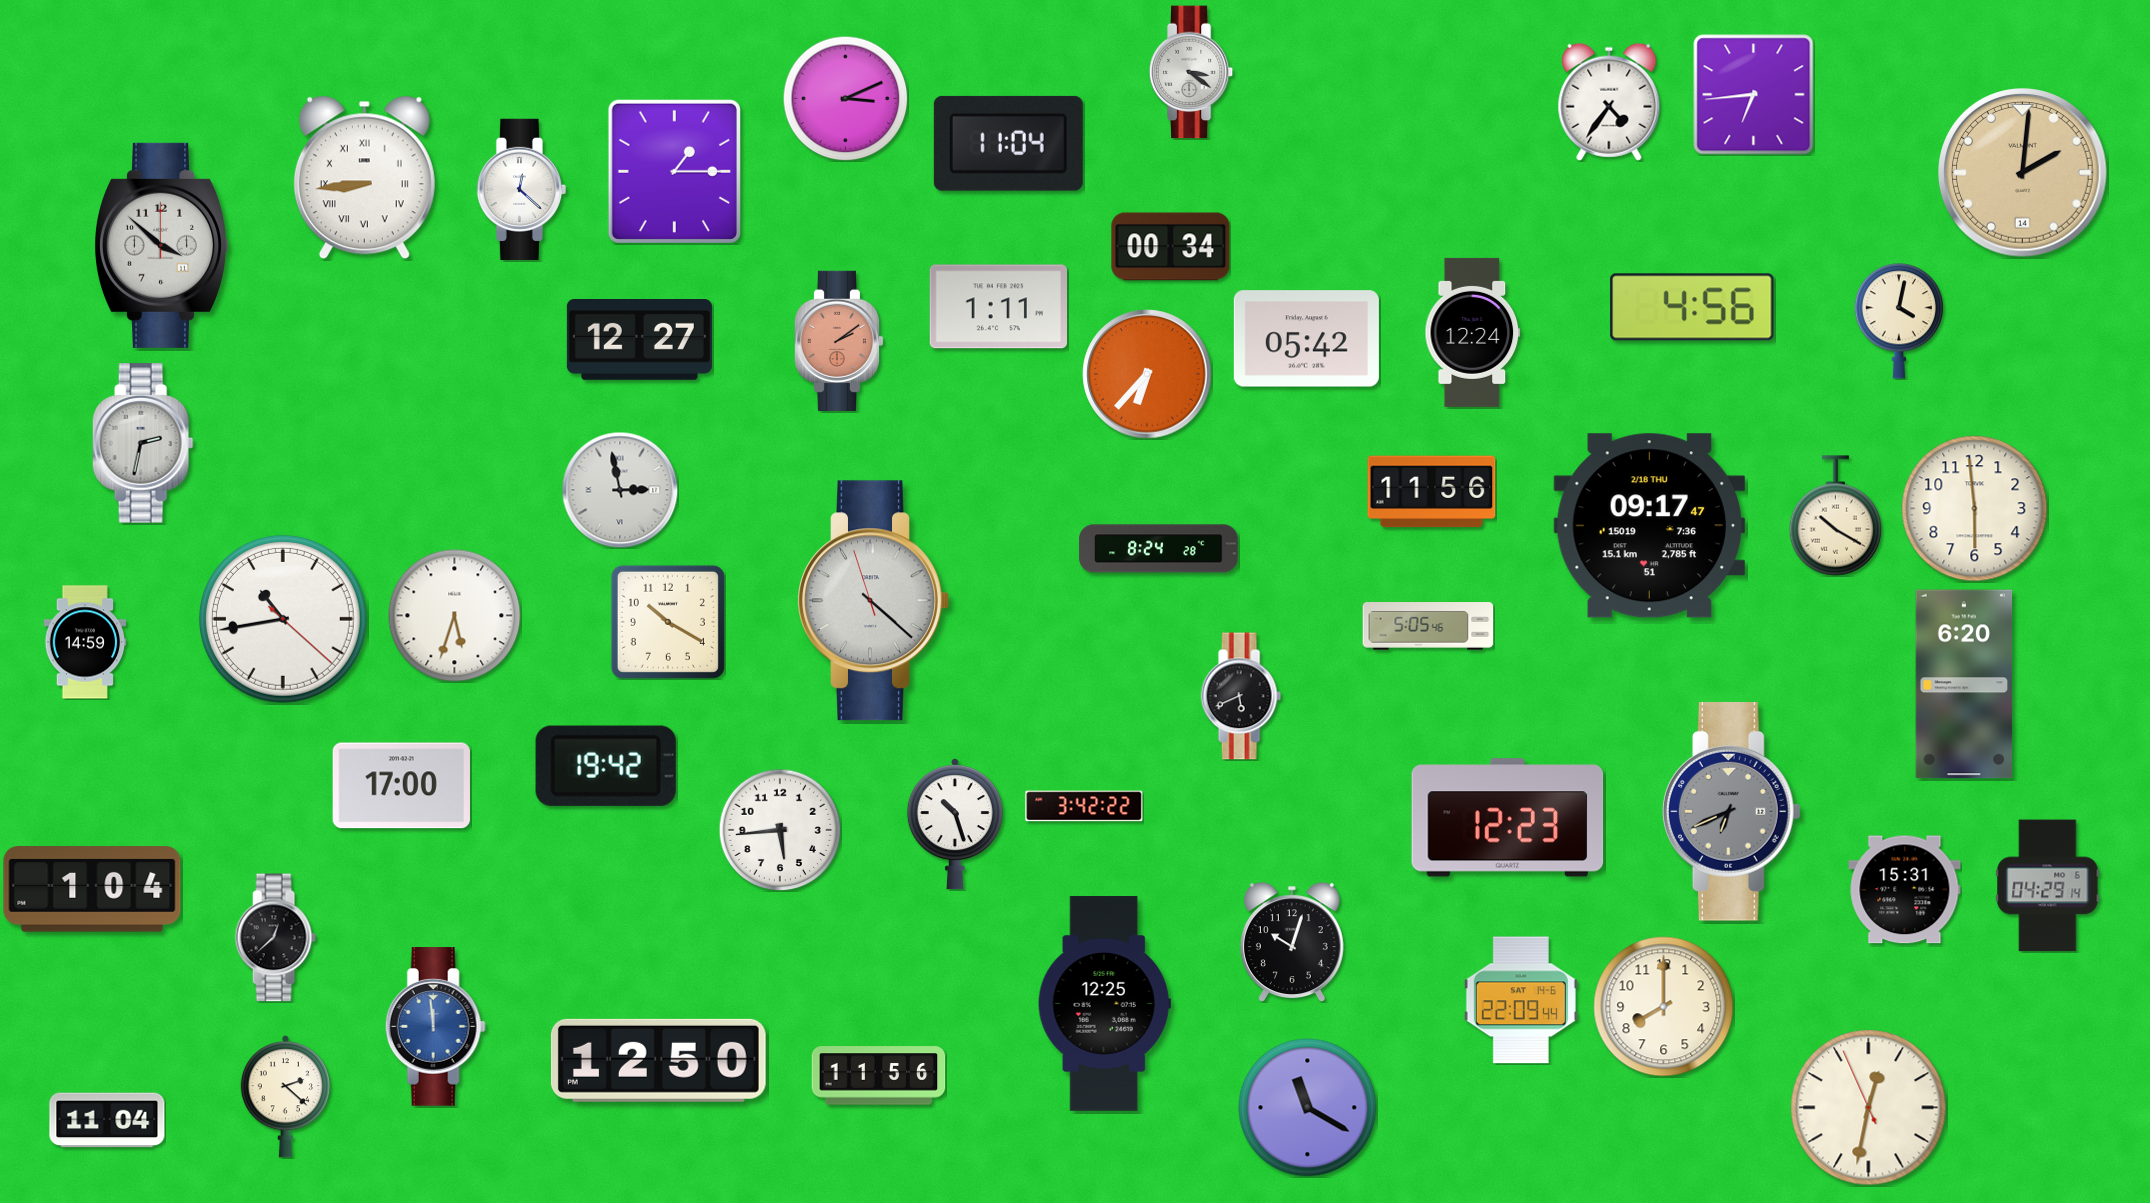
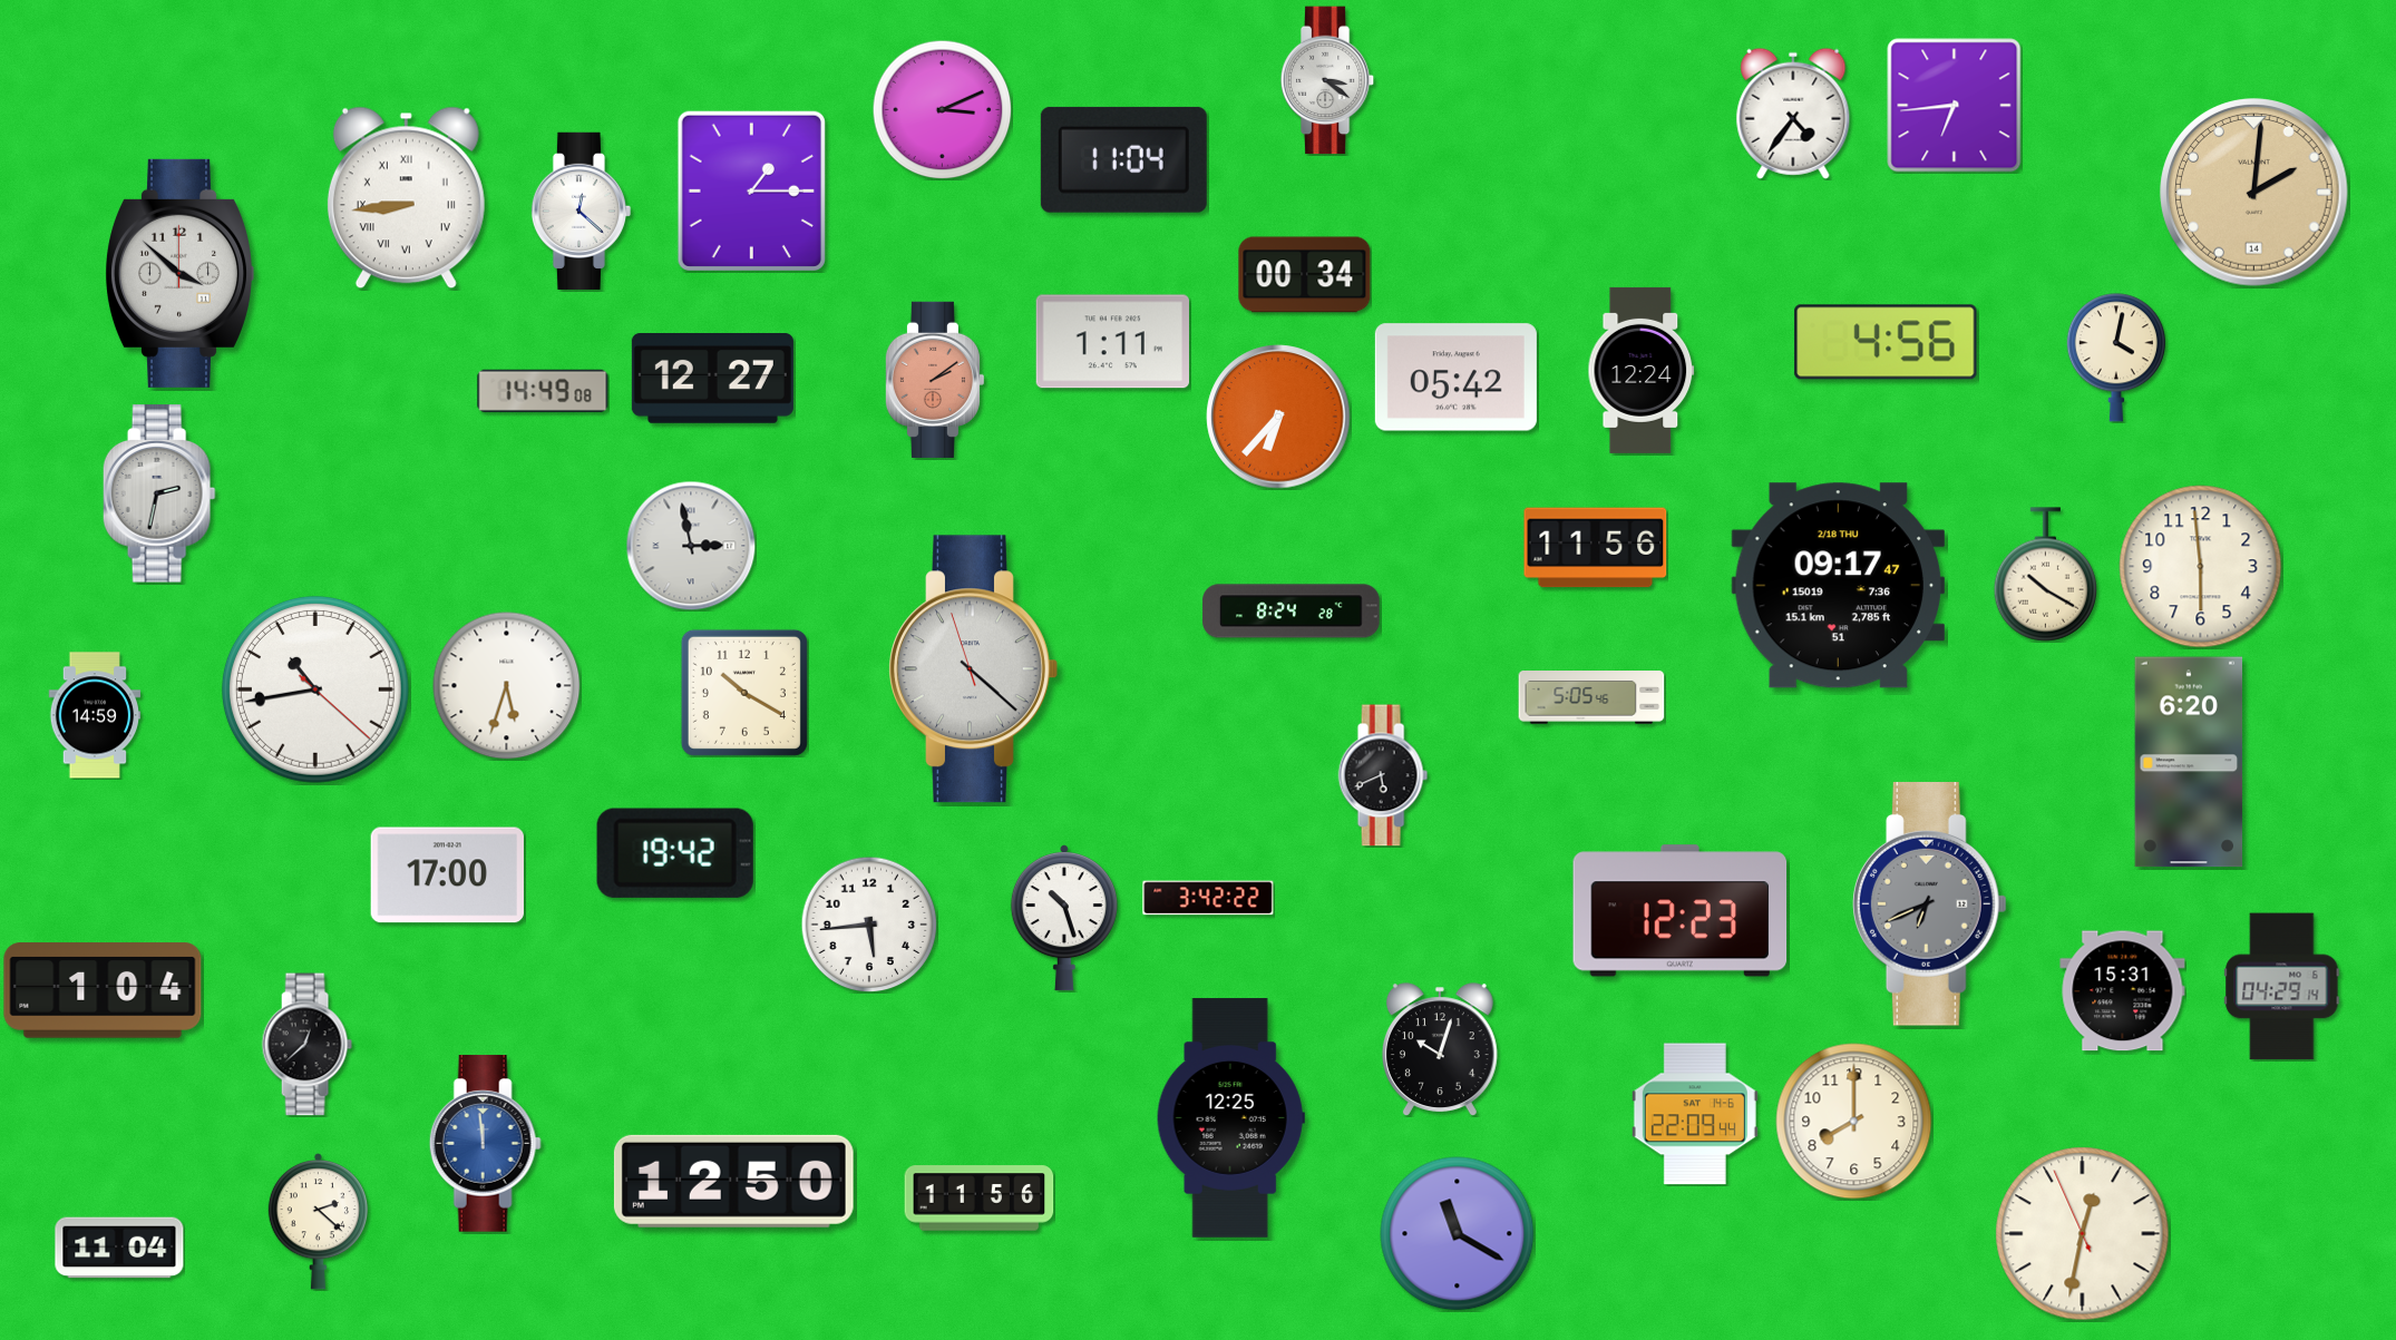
clock at (543, 391): none -> 14:49
